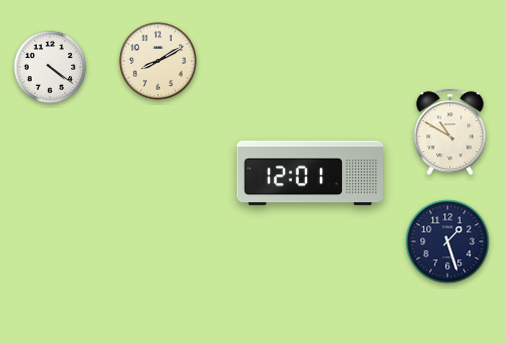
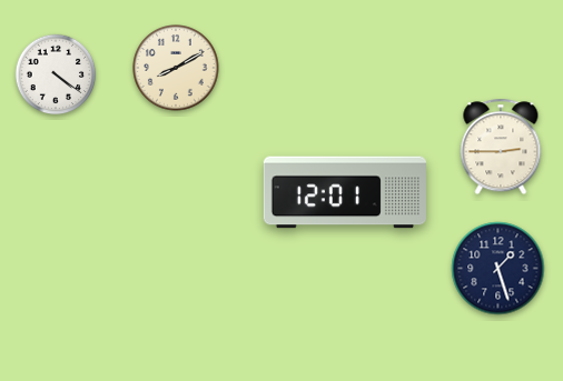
clock at (450, 132): 10:50 -> 2:45
